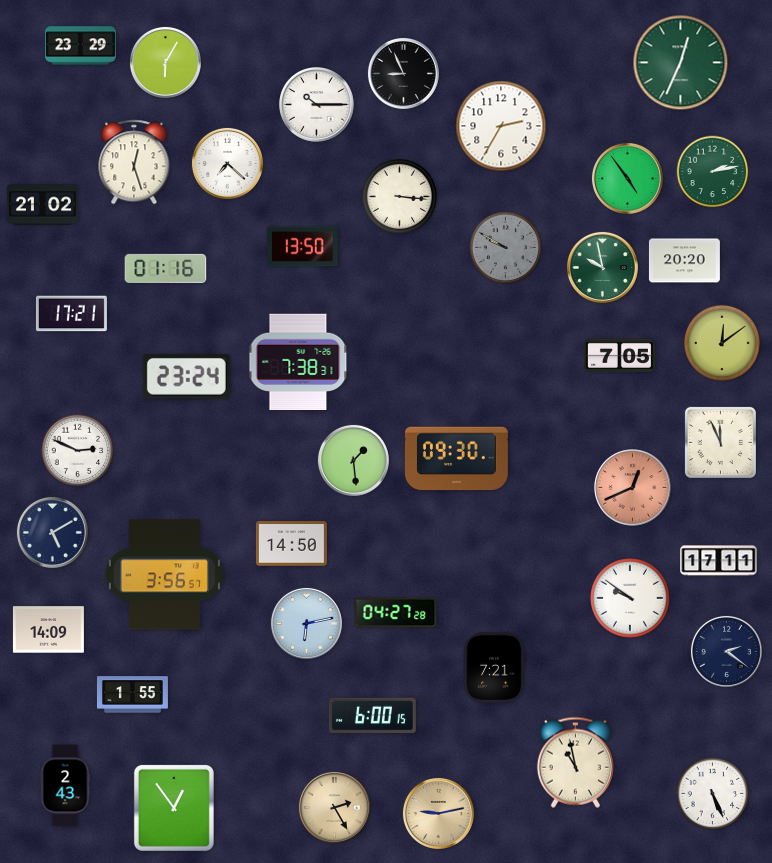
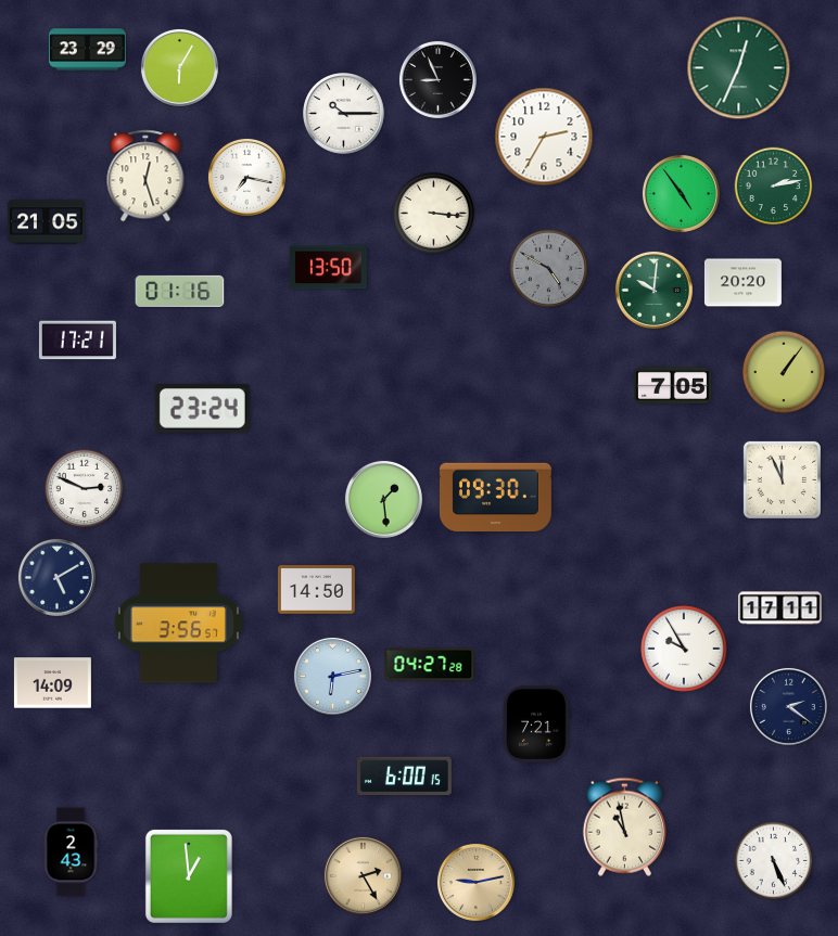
clock at (227, 163): 7:22 -> 7:17
clock at (42, 205): 21:02 -> 21:05
clock at (506, 248): 9:50 -> 4:50
clock at (602, 267): 9:58 -> 10:01
clock at (722, 343): 12:09 -> 1:06
clock at (298, 361): 7:38 -> none
clock at (633, 488): 12:41 -> none
clock at (631, 599): 9:51 -> 9:55
clock at (132, 695): 1:55 -> none
clock at (174, 808): 12:54 -> 12:59
